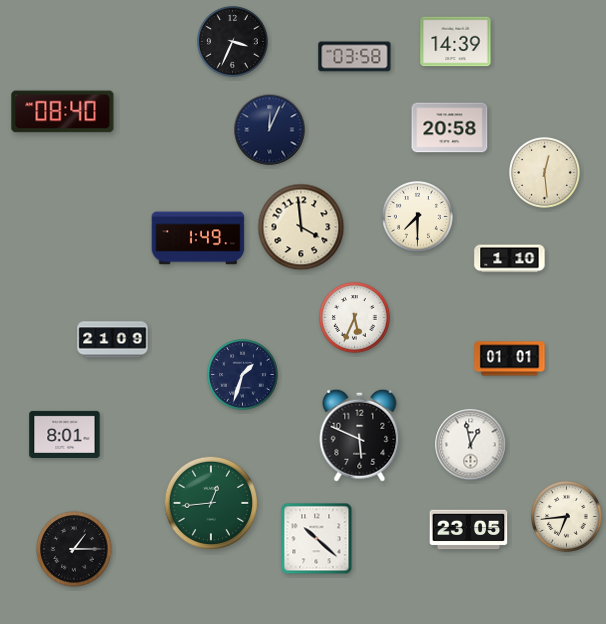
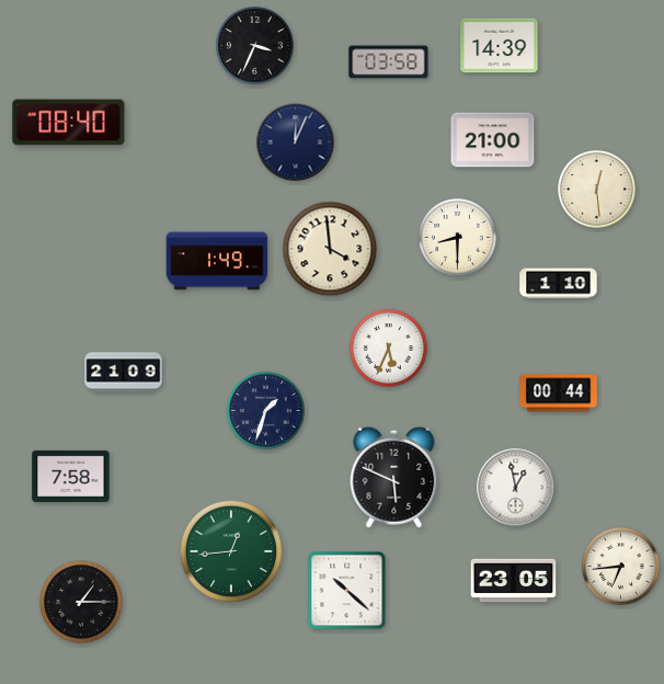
clock at (450, 128): 20:58 -> 21:00
clock at (418, 217): 7:30 -> 8:30
clock at (510, 359): 01:01 -> 00:44
clock at (65, 434): 8:01 -> 7:58
